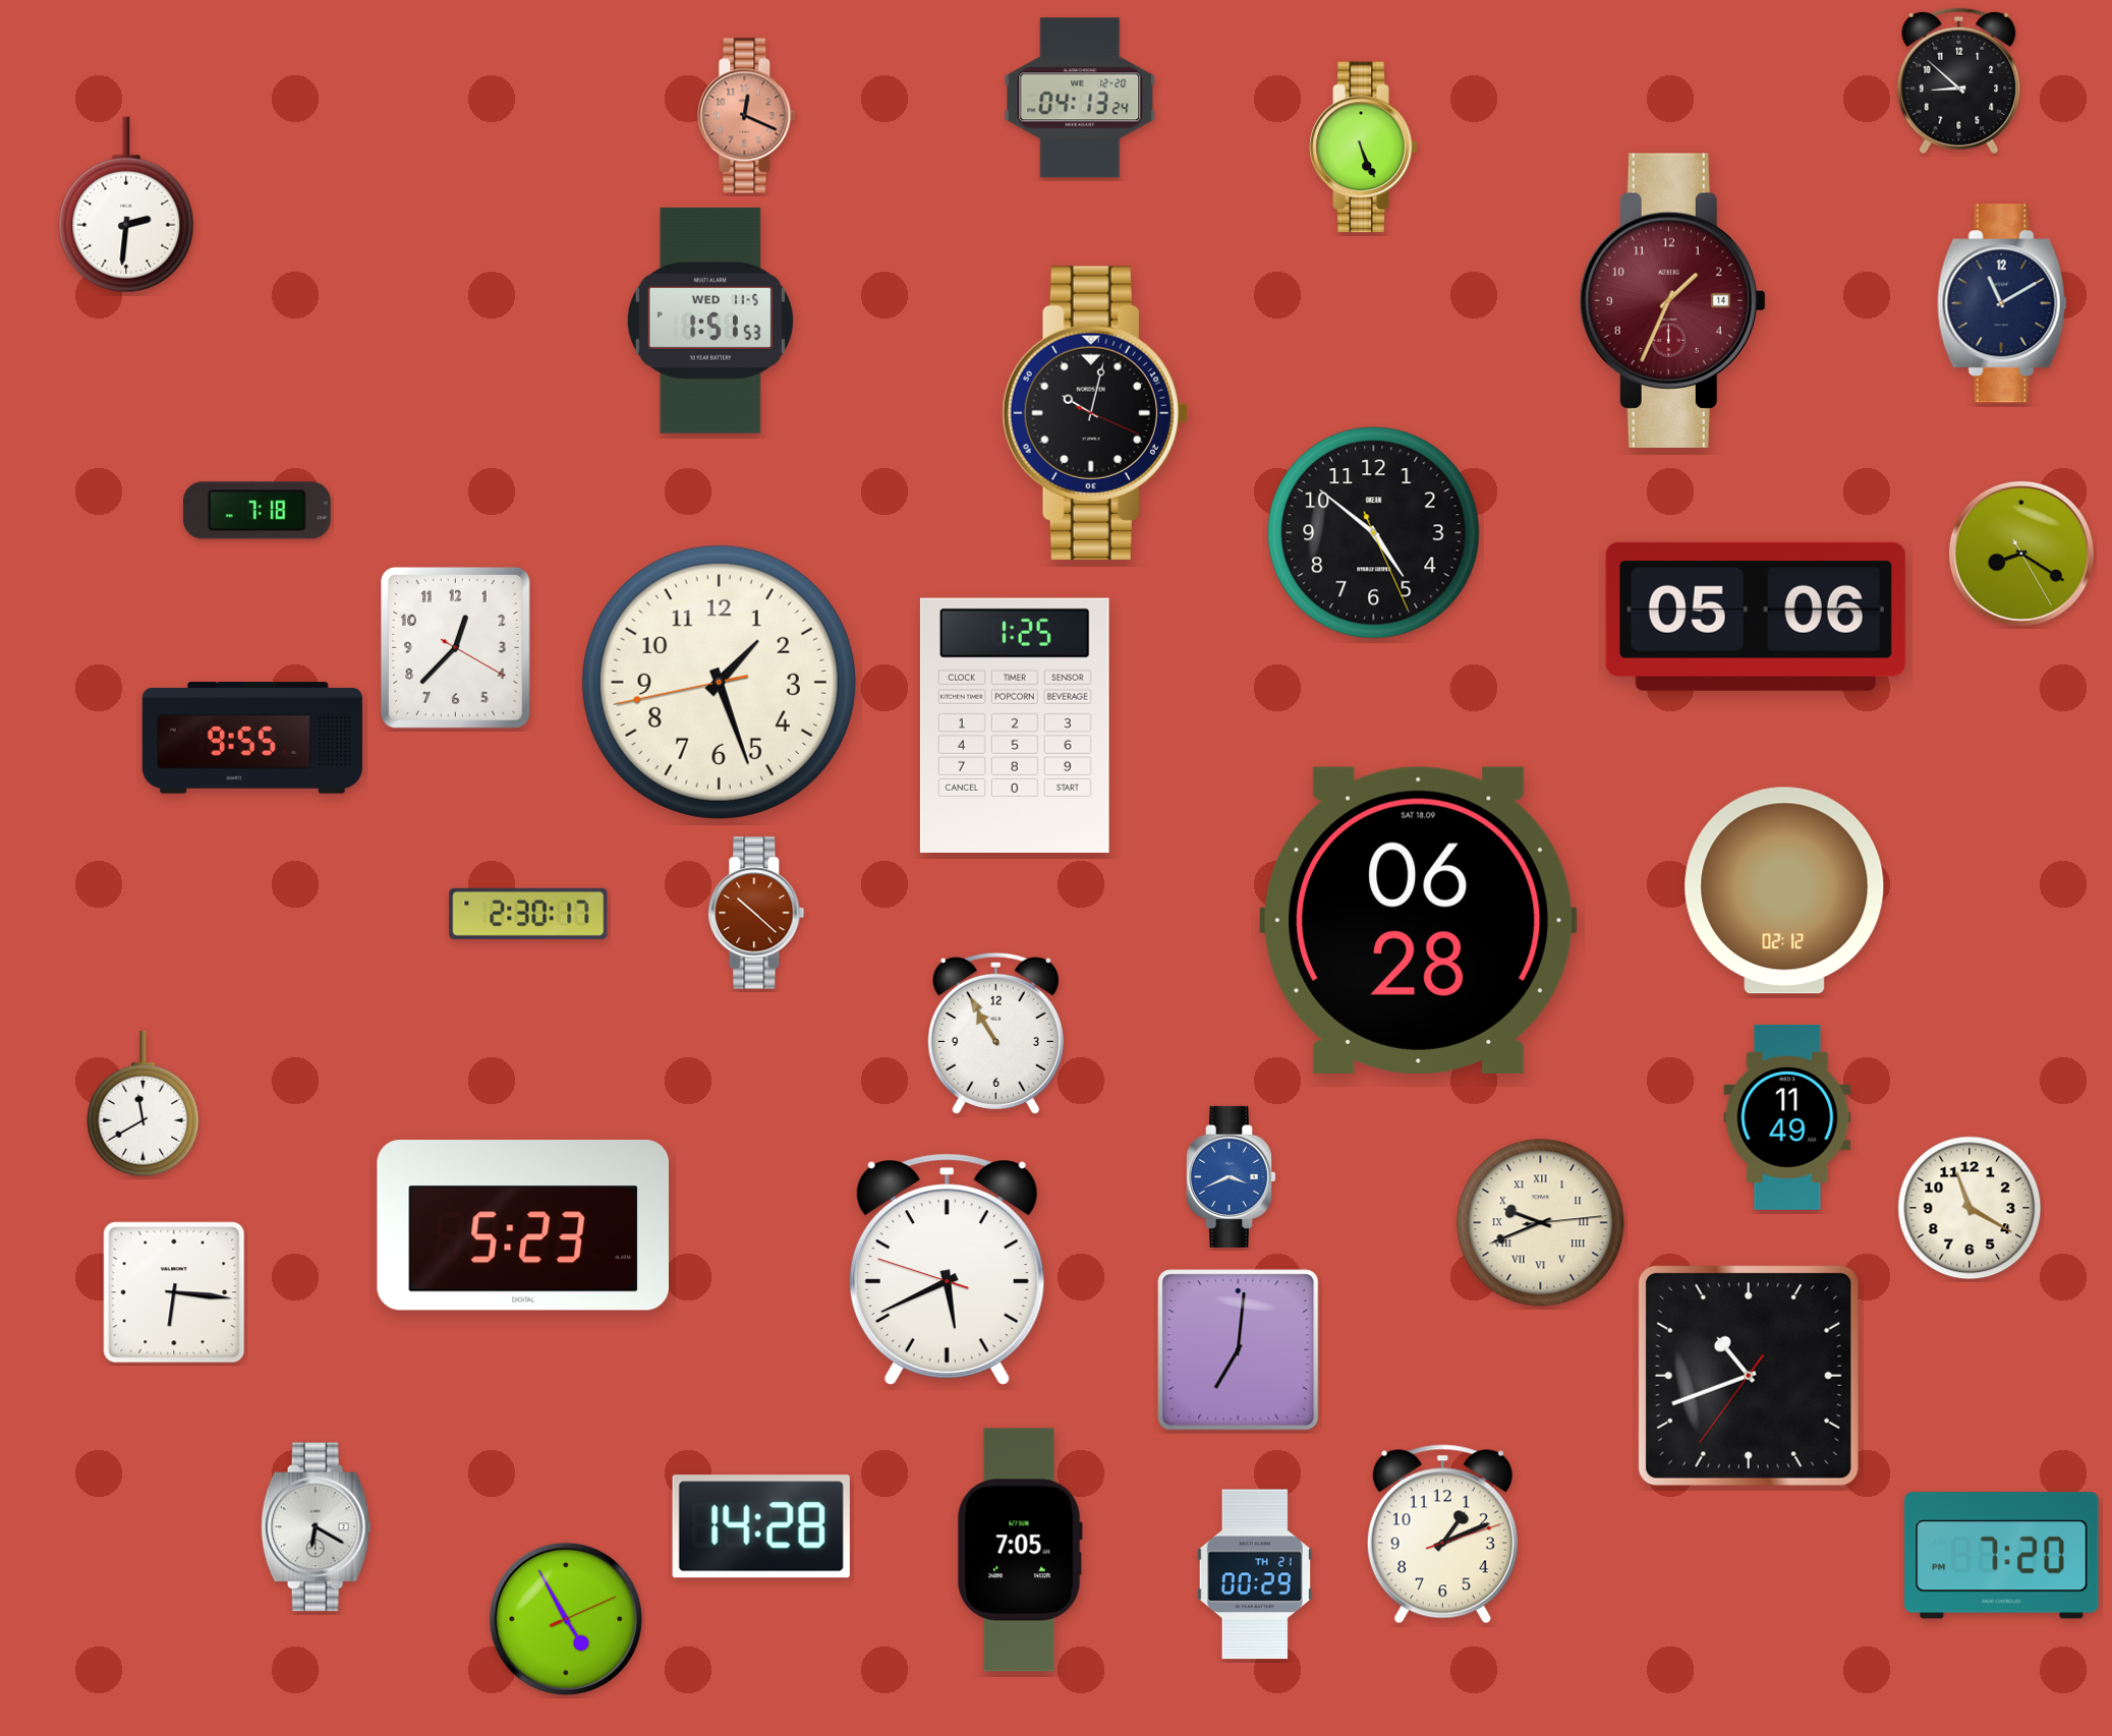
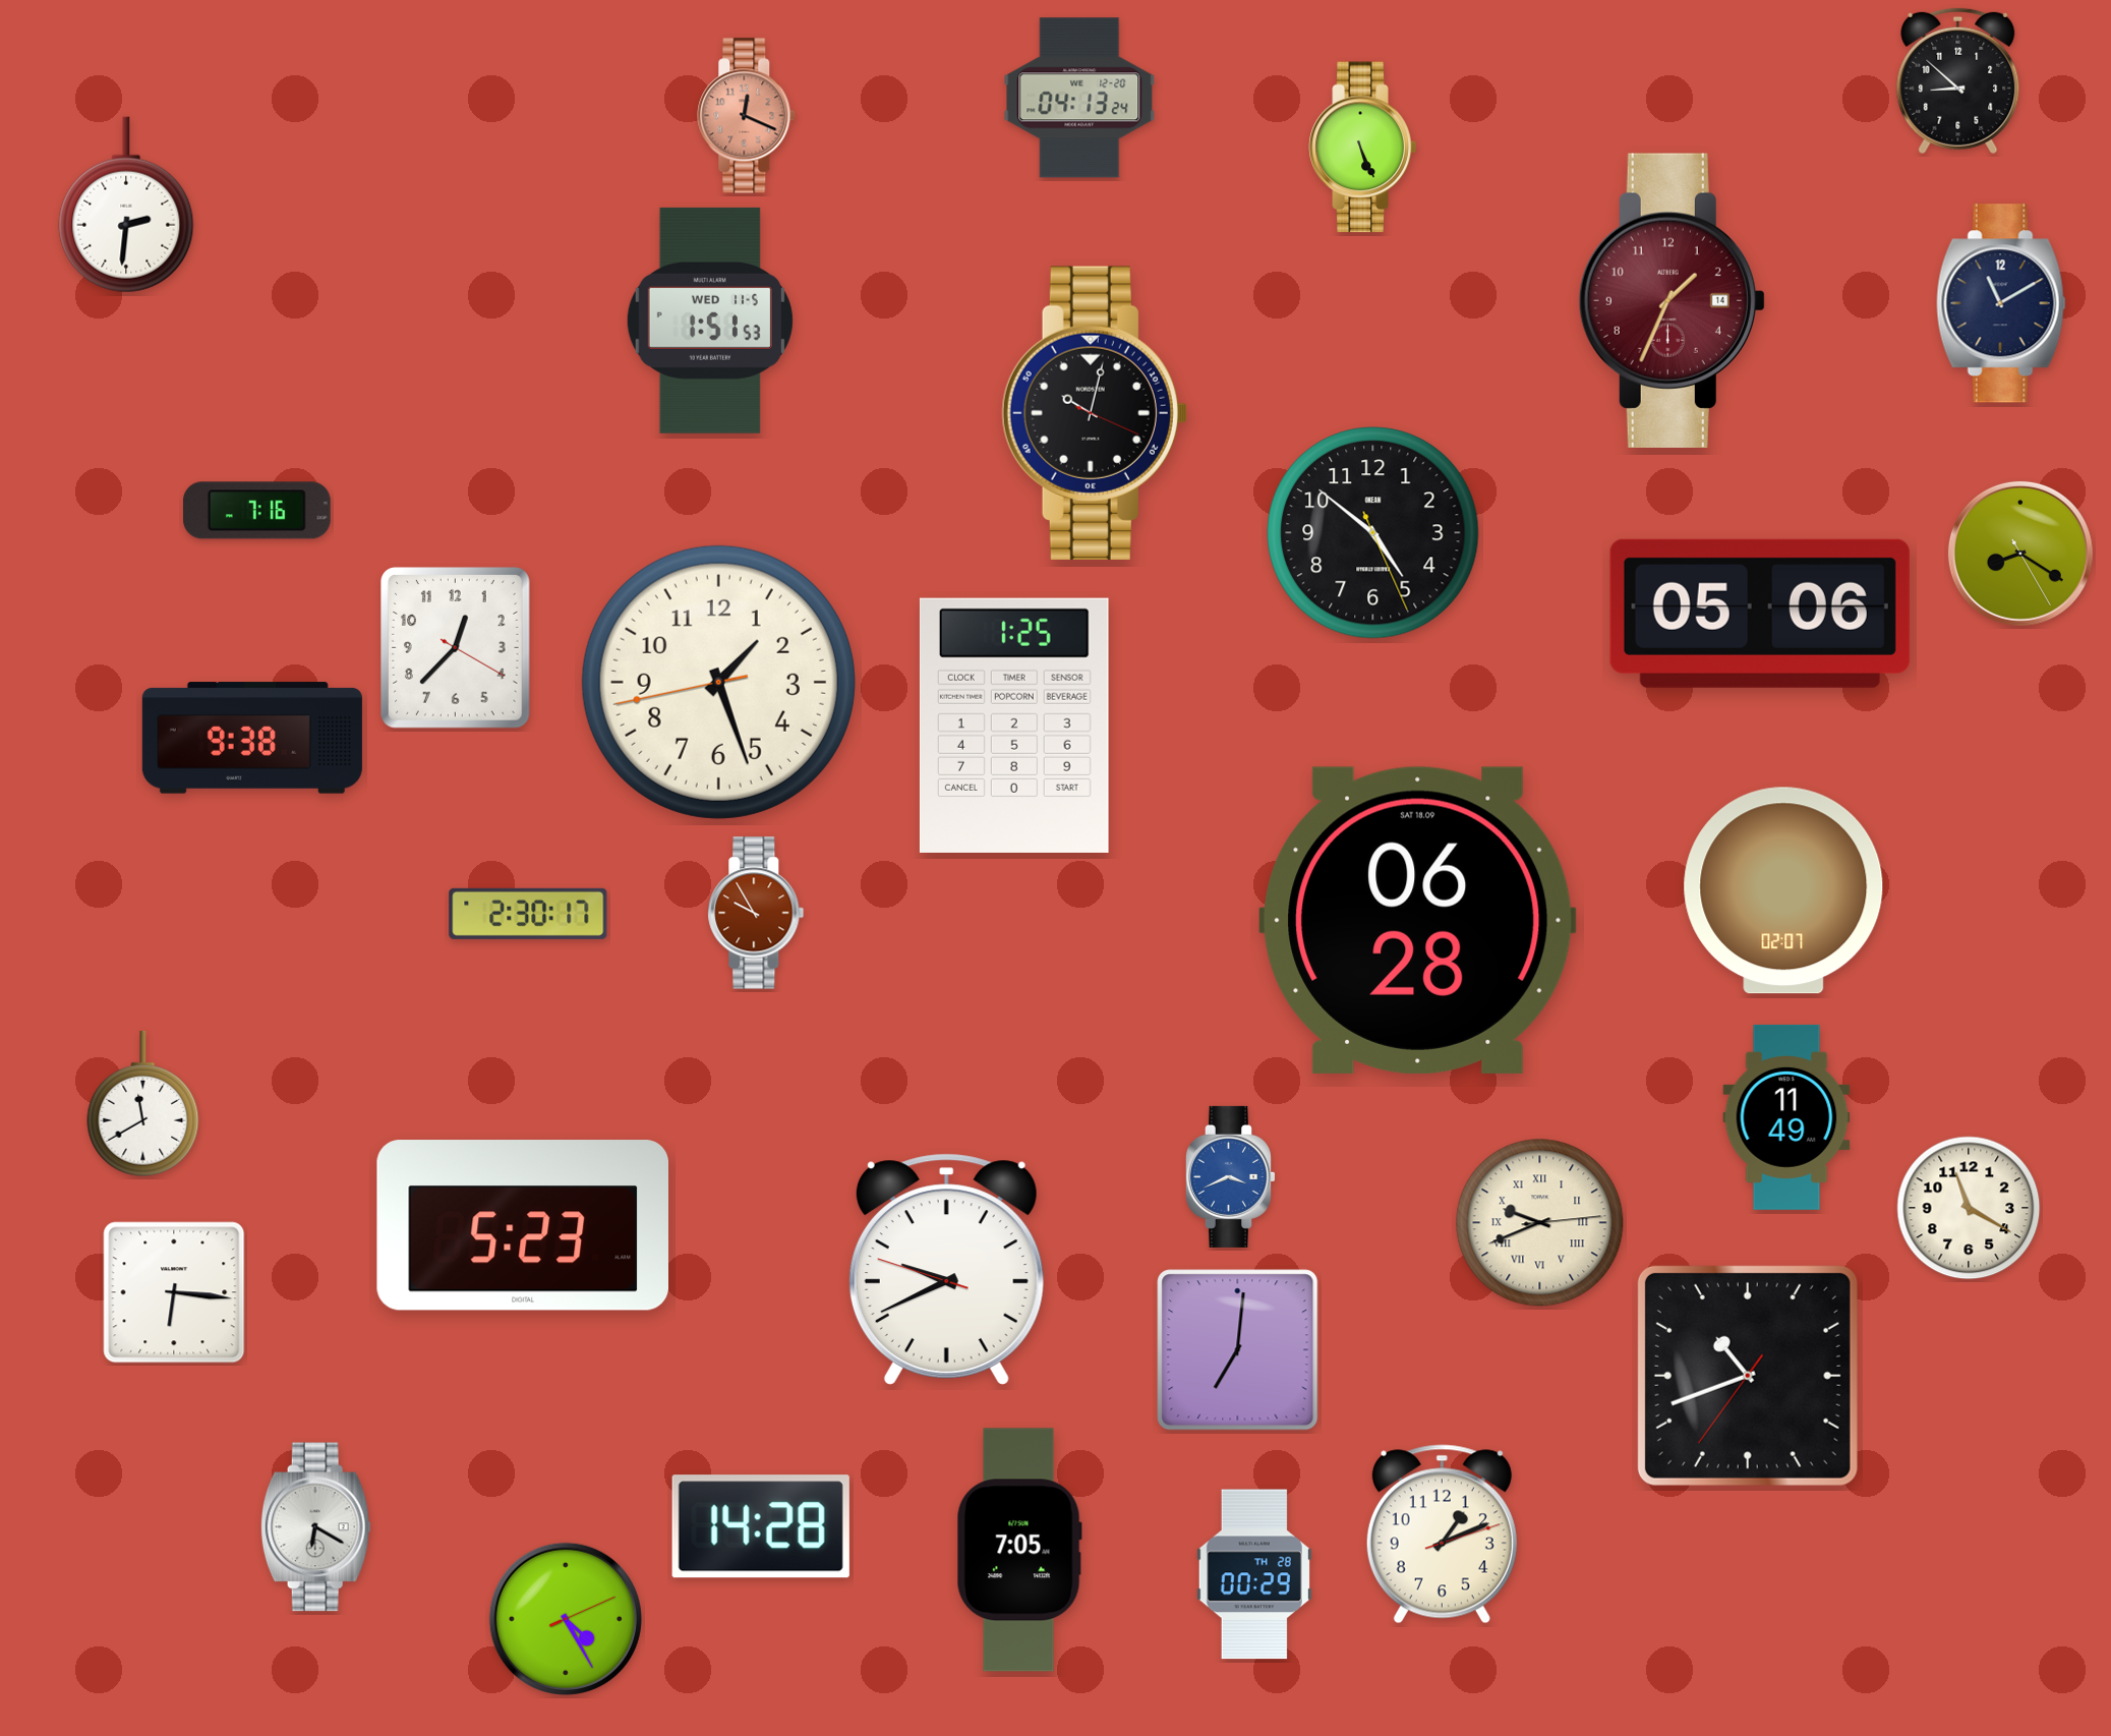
clock at (256, 511): 7:18 -> 7:16
clock at (1756, 617) position: (1756, 617) -> (1760, 614)
clock at (252, 738): 9:55 -> 9:38
clock at (1784, 890): 02:12 -> 02:07
clock at (756, 913): 10:22 -> 9:55
clock at (995, 1033): 10:55 -> none
clock at (947, 1269): 5:40 -> 9:40
clock at (2002, 1556): 7:20 -> none
clock at (1255, 1574) date: TH 21 -> TH 28
clock at (566, 1619): 4:55 -> 4:25
